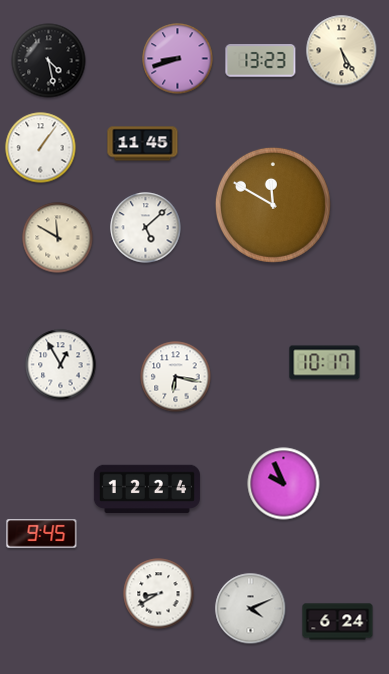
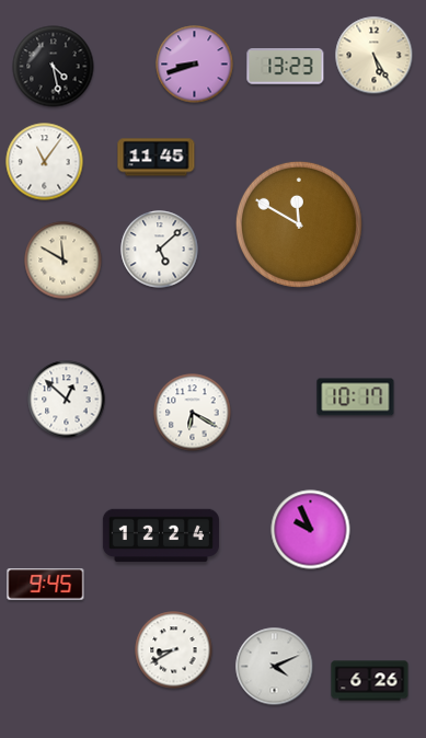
clock at (41, 148): 1:06 -> 11:06
clock at (61, 365): 12:55 -> 12:52
clock at (176, 377): 6:17 -> 6:20
clock at (338, 622): 6:24 -> 6:26
